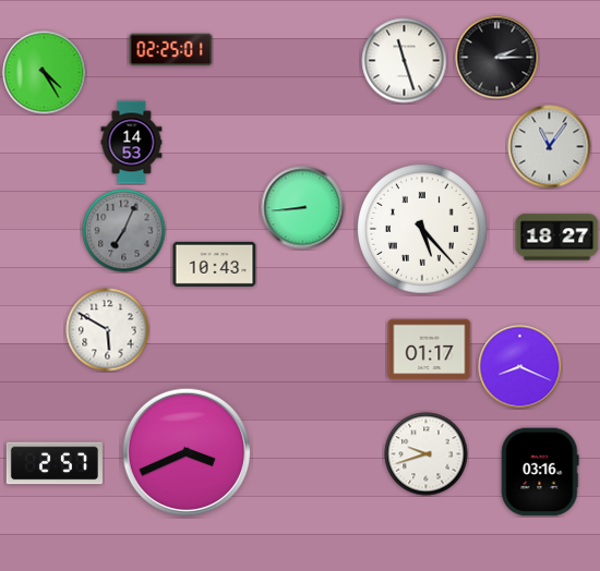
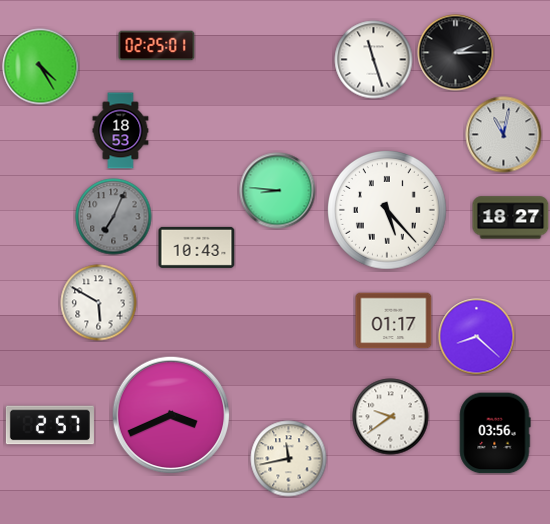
clock at (405, 61) position: (405, 61) -> (374, 60)
clock at (132, 143): 14:53 -> 18:53
clock at (550, 147): 11:06 -> 11:02
clock at (303, 208): 8:44 -> 8:46
clock at (124, 231) position: (124, 231) -> (114, 217)
clock at (215, 264) position: (215, 264) -> (197, 247)
clock at (520, 367): 8:19 -> 8:22
clock at (427, 454): 9:42 -> 9:39
clock at (540, 472): 03:16 -> 03:56
clock at (289, 459): none -> 11:43
